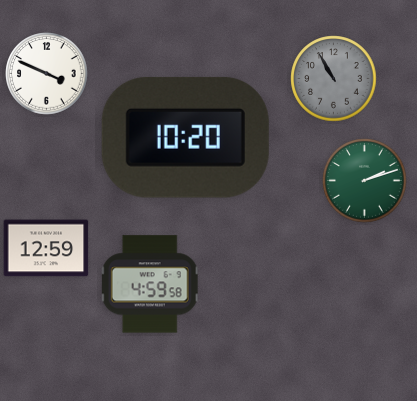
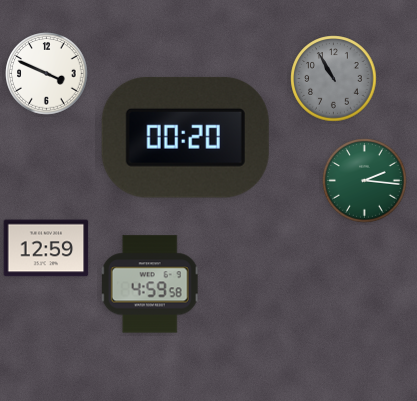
clock at (185, 137): 10:20 -> 00:20
clock at (365, 181): 2:12 -> 2:16
